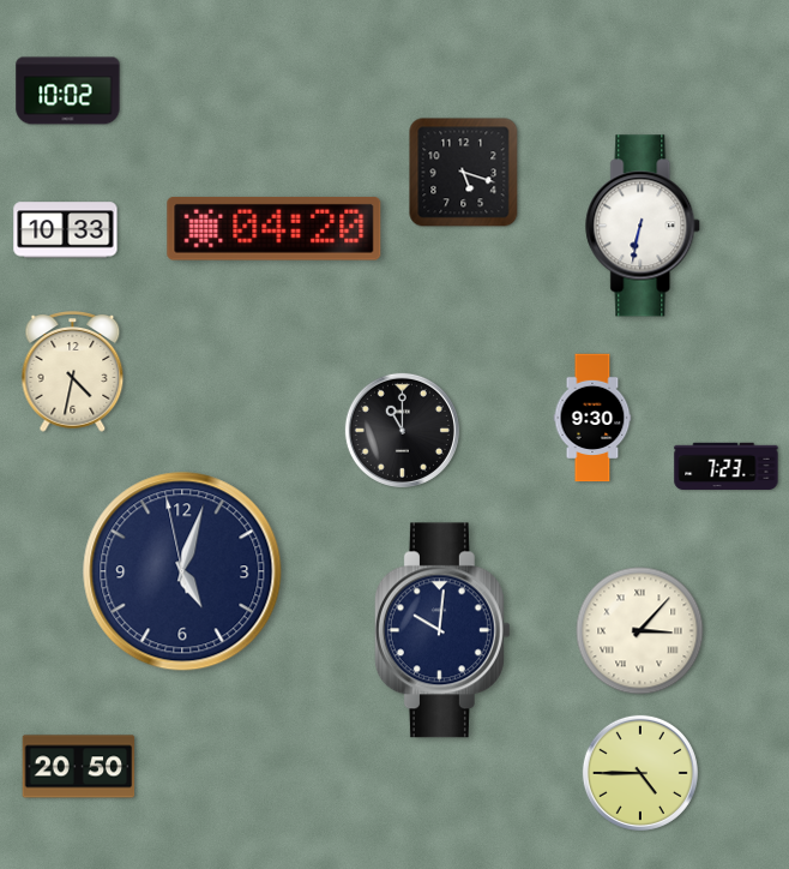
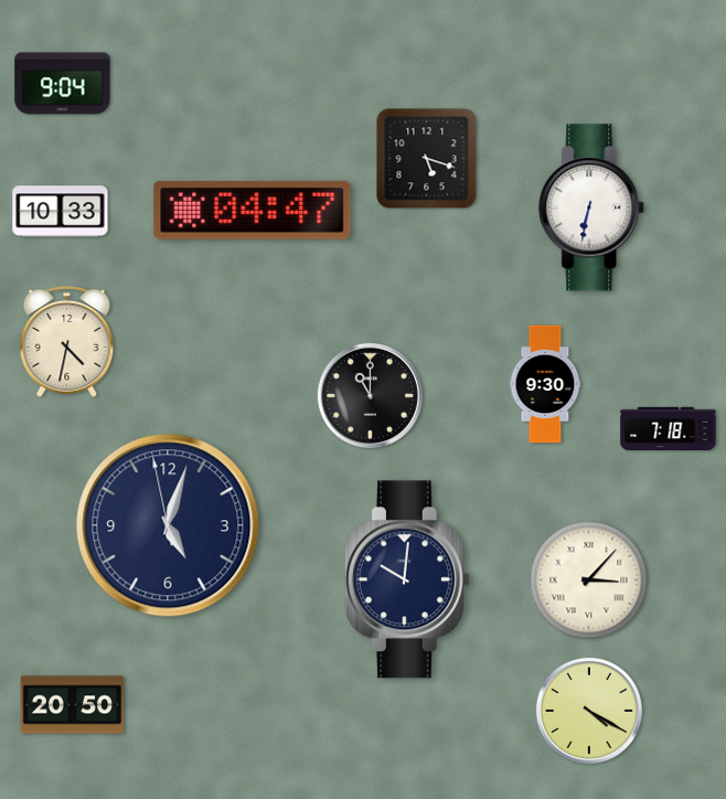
clock at (68, 91): 10:02 -> 9:04
clock at (275, 228): 04:20 -> 04:47
clock at (727, 467): 7:23 -> 7:18
clock at (640, 773): 4:45 -> 4:20
